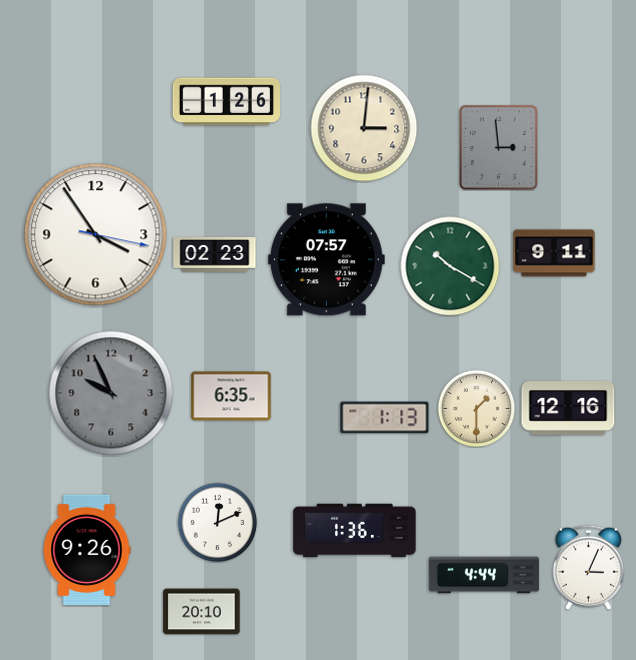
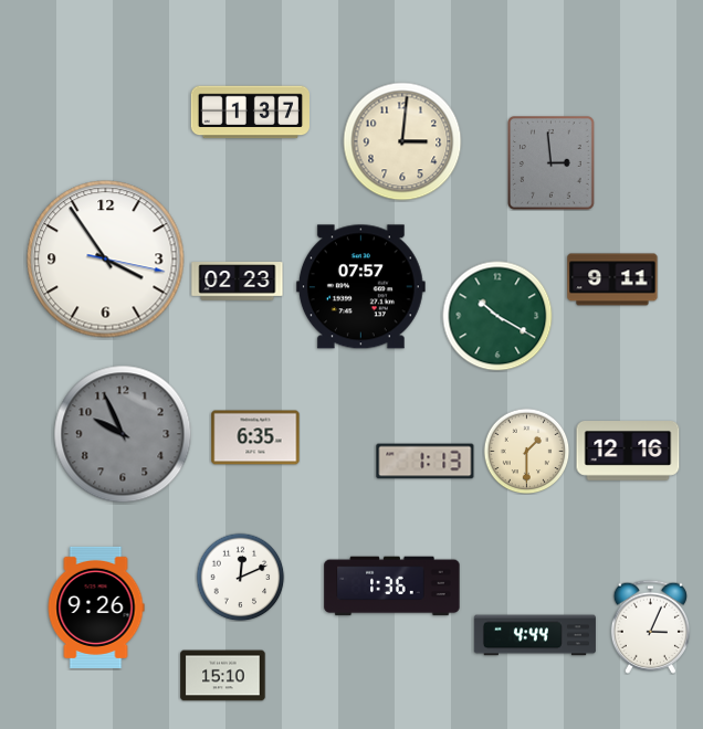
clock at (226, 102): 1:26 -> 1:37
clock at (450, 266) position: (450, 266) -> (497, 316)
clock at (202, 612): 20:10 -> 15:10
